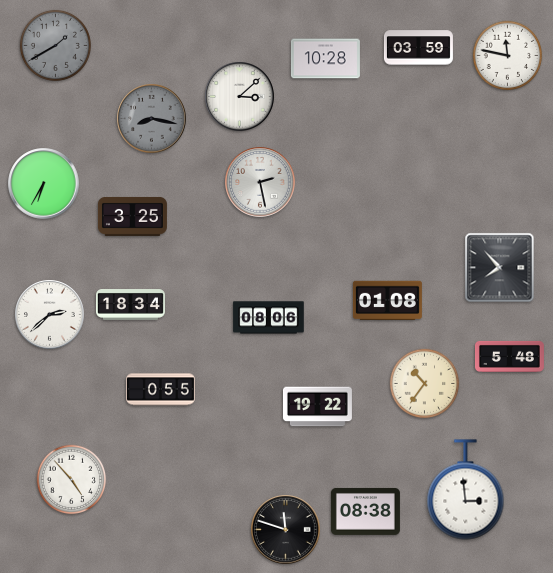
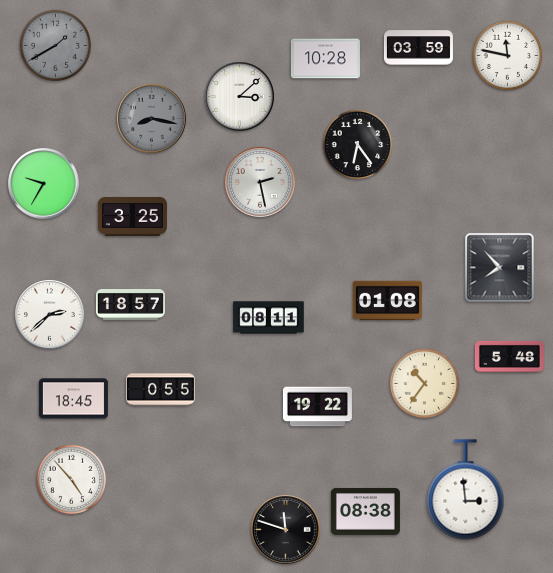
clock at (358, 145): none -> 6:24
clock at (44, 184): 6:35 -> 9:35
clock at (130, 305): 18:34 -> 18:57
clock at (269, 318): 08:06 -> 08:11
clock at (73, 399): none -> 18:45
